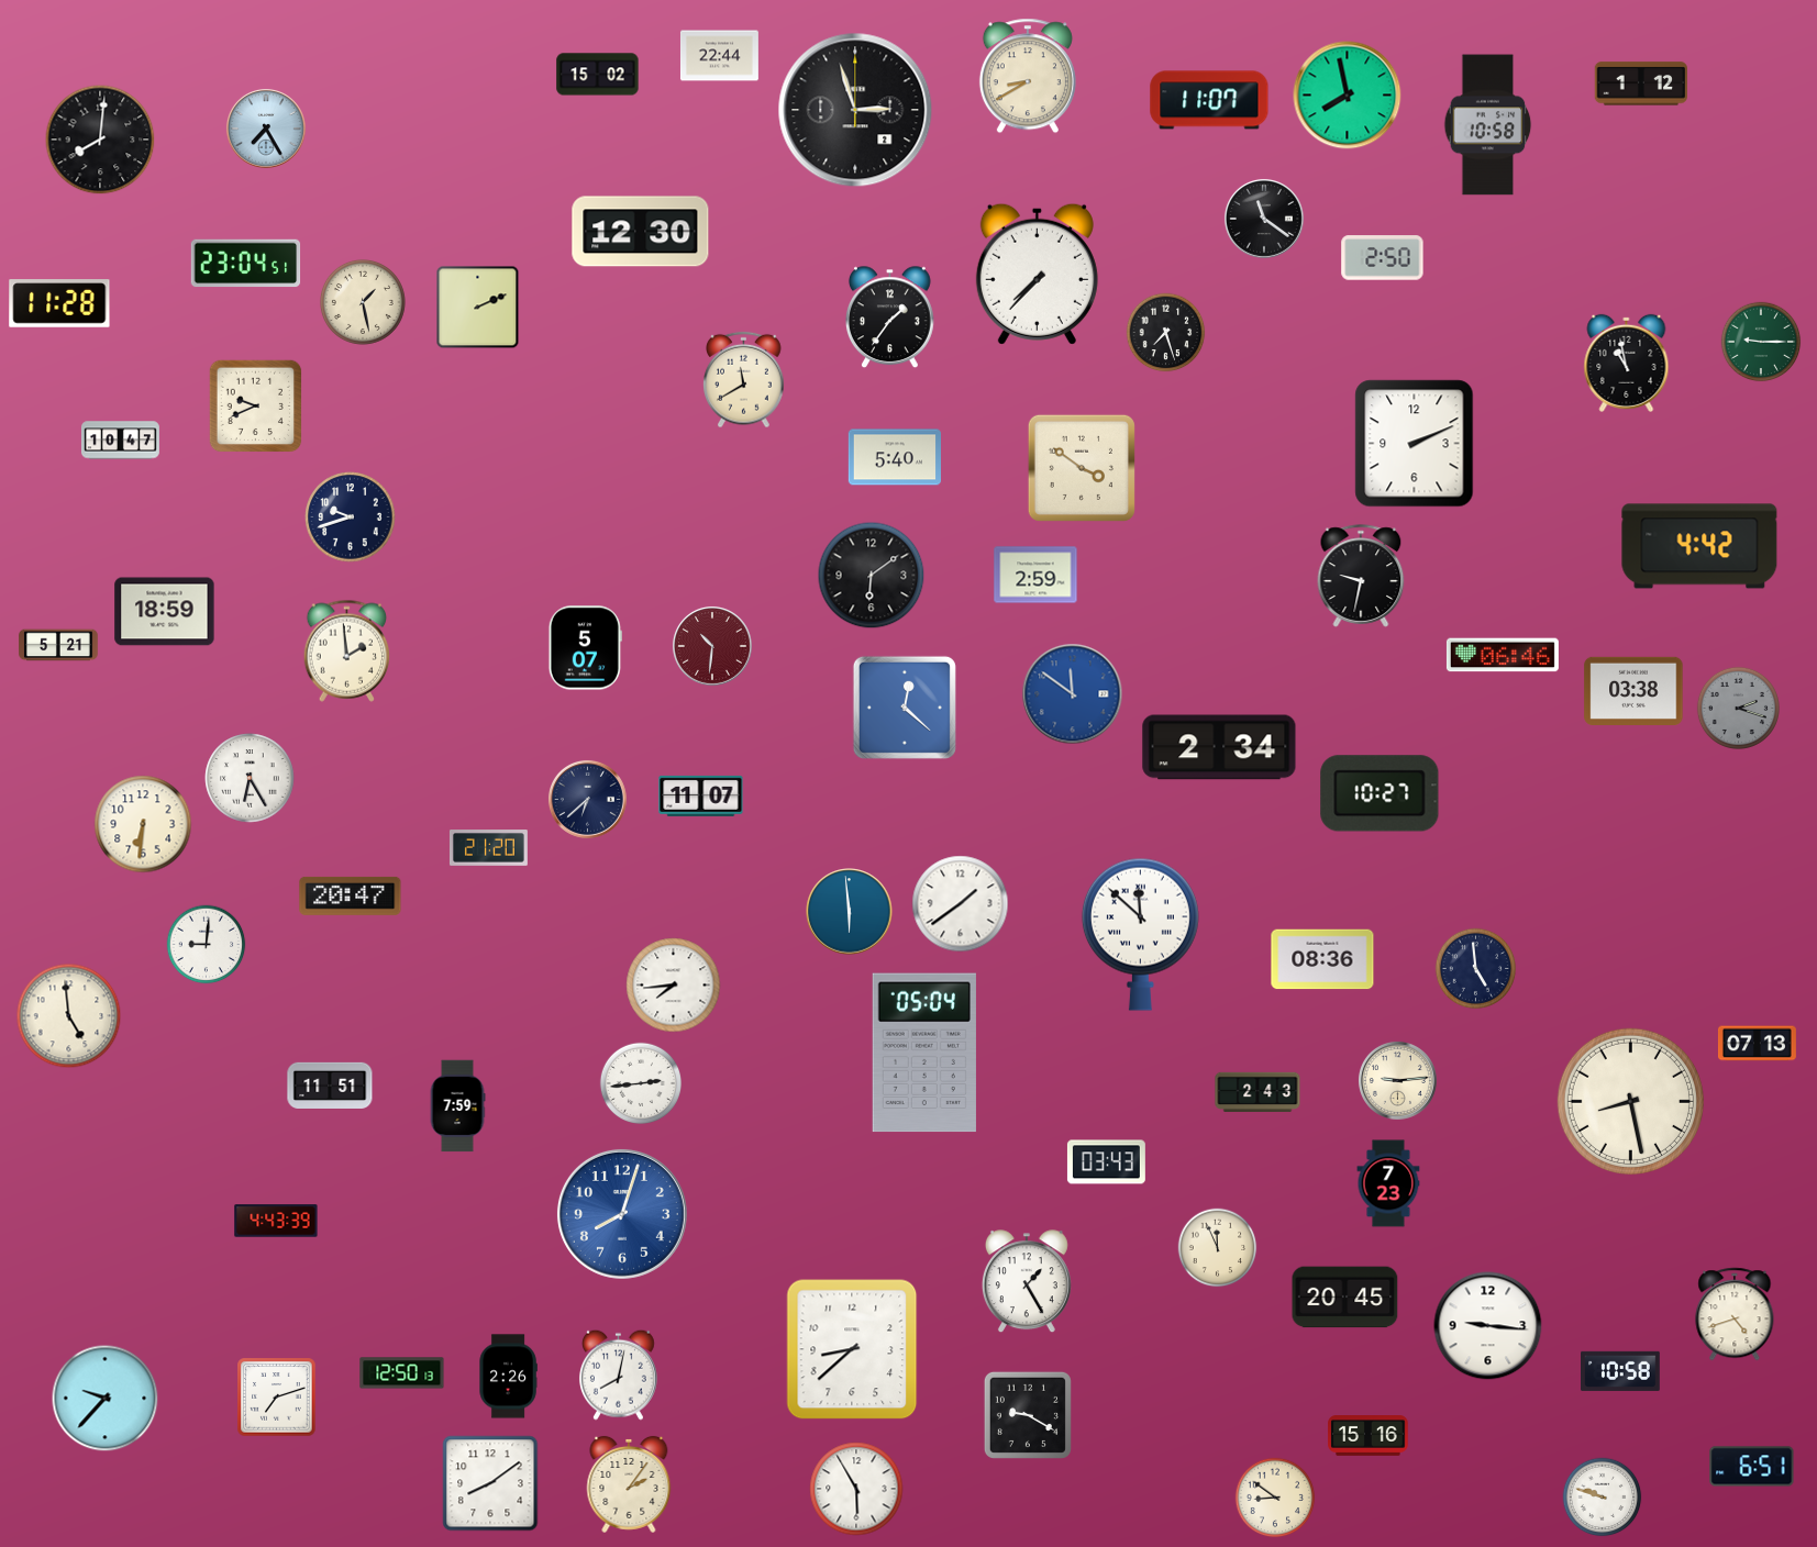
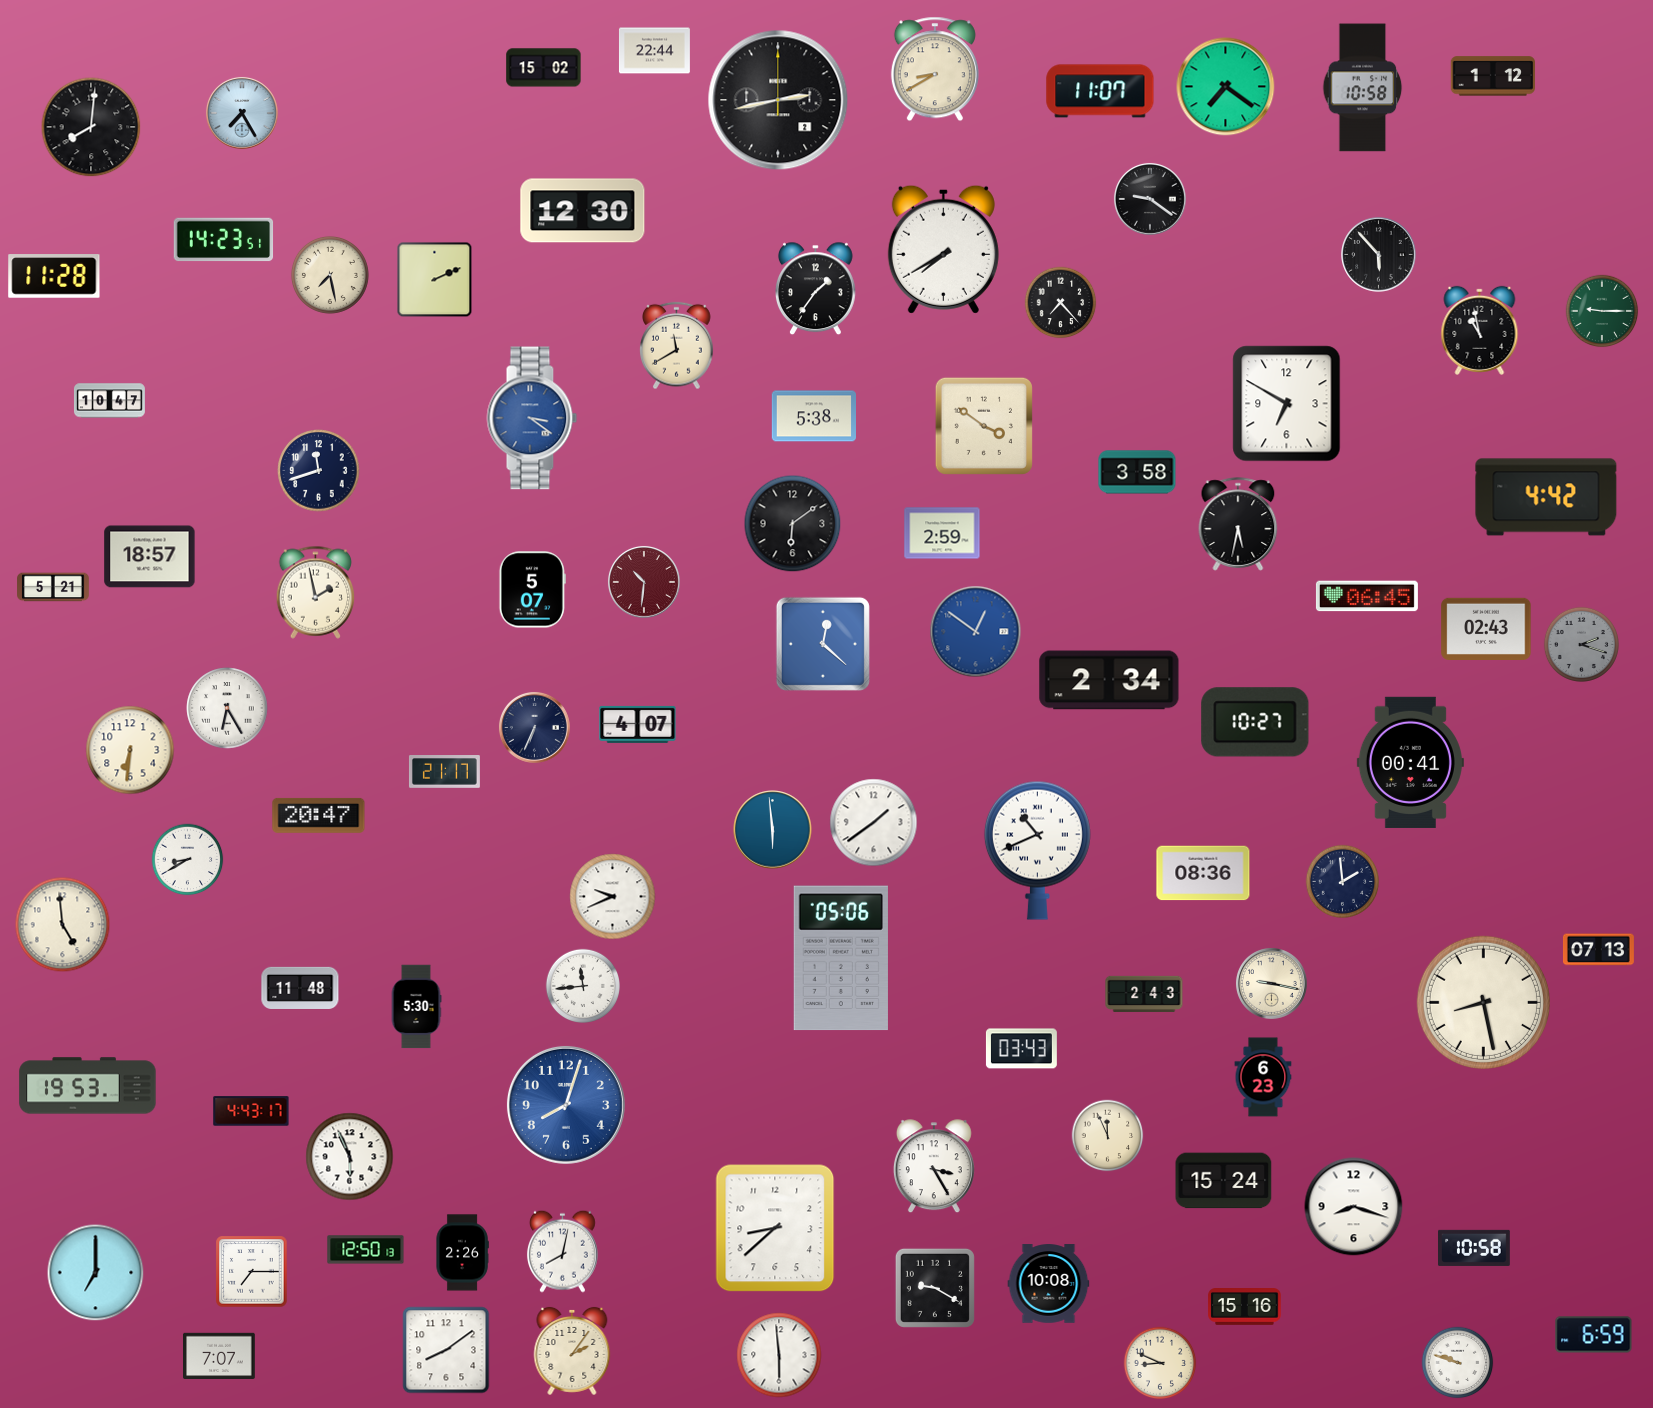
clock at (1348, 96): 7:58 -> 7:21
clock at (855, 110): 2:57 -> 2:43
clock at (1488, 125) position: (1488, 125) -> (1363, 88)
clock at (266, 129) position: (266, 129) -> (242, 113)
clock at (1264, 219): 11:21 -> 9:21
clock at (1383, 258): 2:50 -> none
clock at (246, 264): 23:04 -> 14:23
clock at (1037, 274): 7:37 -> 7:40
clock at (1379, 255): none -> 5:53
clock at (363, 302): 1:28 -> 7:28
clock at (889, 318) position: (889, 318) -> (815, 289)
clock at (1166, 333): 7:27 -> 7:23
clock at (256, 407): 9:41 -> none
clock at (1415, 444): 2:11 -> 6:50
clock at (894, 457): 5:40 -> 5:38
clock at (532, 418): none -> 3:21
clock at (351, 517): 9:42 -> 11:42
clock at (1137, 472): none -> 3:58
clock at (1035, 575) position: (1035, 575) -> (942, 533)
clock at (1361, 576): 9:32 -> 5:32
clock at (165, 612): 18:59 -> 18:57
clock at (712, 646) position: (712, 646) -> (644, 582)
clock at (347, 650): 1:59 -> 1:58
clock at (1503, 655): 06:46 -> 06:45
clock at (1633, 690): 03:38 -> 02:43
clock at (1073, 694): 11:51 -> 12:51
clock at (701, 795): 11:07 -> 4:07
clock at (587, 799): 6:38 -> 6:34
clock at (1410, 762): none -> 00:41
clock at (488, 848): 21:20 -> 21:17
clock at (1140, 934): 11:52 -> 10:41
clock at (207, 945): 9:01 -> 8:40
clock at (1476, 969): 4:59 -> 1:59
clock at (674, 986): 7:44 -> 9:41
clock at (924, 1053): 05:04 -> 05:06
clock at (1397, 1080): 9:14 -> 9:17
clock at (640, 1082): 2:44 -> 11:44
clock at (330, 1086): 11:51 -> 11:48
clock at (457, 1106): 7:59 -> 5:30
clock at (1106, 1162) position: (1106, 1162) -> (1021, 1049)
clock at (1388, 1183): 7:23 -> 6:23
clock at (88, 1086): none -> 19:53
clock at (276, 1221): 4:43:39 -> 4:43:17
clock at (350, 1157): none -> 5:56
clock at (1027, 1282): 1:25 -> 3:25
clock at (1345, 1298): 20:45 -> 15:24
clock at (1735, 1314): 4:42 -> none
clock at (1488, 1326): 9:16 -> 8:18
clock at (277, 1398): 7:12 -> 7:15
clock at (106, 1399): 9:37 -> 7:00
clock at (1049, 1284): none -> 10:08
clock at (1752, 1467): 6:51 -> 6:59
clock at (220, 1355): none -> 7:07
clock at (856, 1489): 5:55 -> 5:59
clock at (1275, 1498): 8:51 -> 8:49
